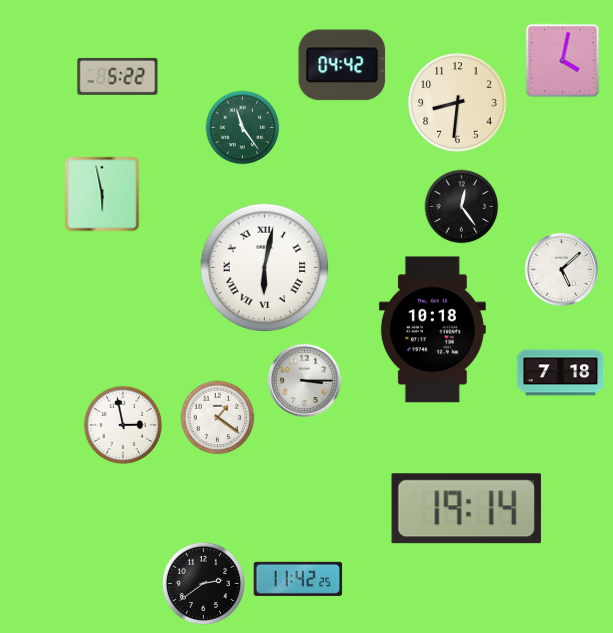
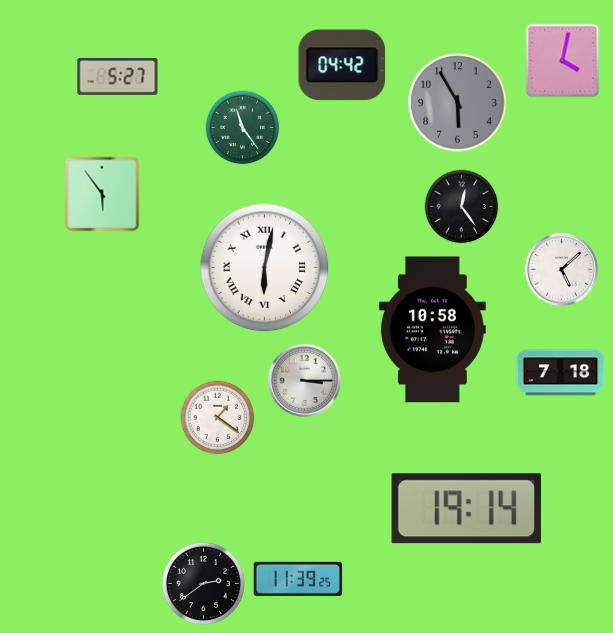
clock at (118, 76): 5:22 -> 5:27
clock at (458, 103): 8:31 -> 5:55
clock at (458, 103) dial: cream -> grey
clock at (102, 194): 5:58 -> 5:54
clock at (432, 330): 10:18 -> 10:58
clock at (123, 425): 2:58 -> none
clock at (298, 579): 11:42 -> 11:39
